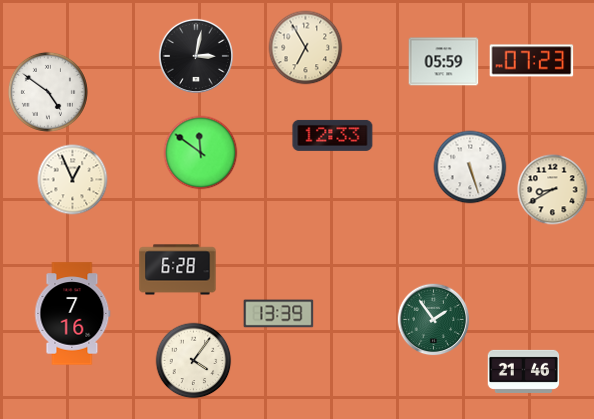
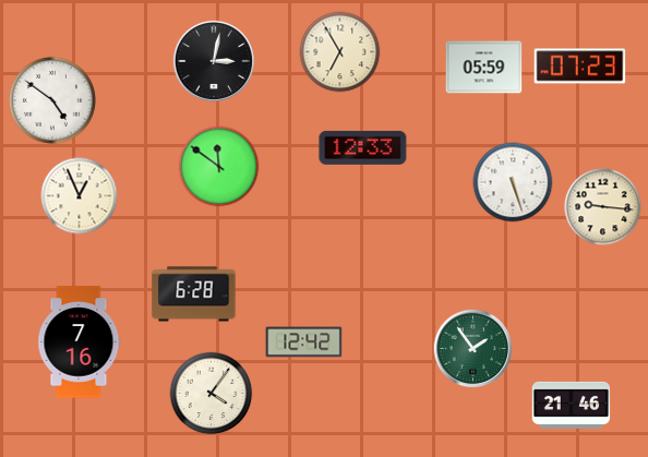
clock at (306, 48) position: (306, 48) -> (340, 52)
clock at (553, 190): 8:40 -> 9:16
clock at (279, 314): 13:39 -> 12:42
